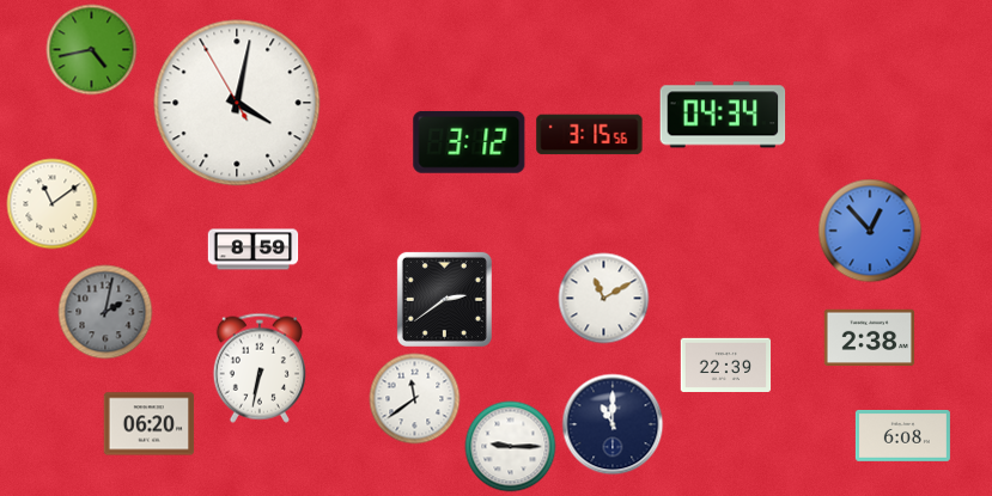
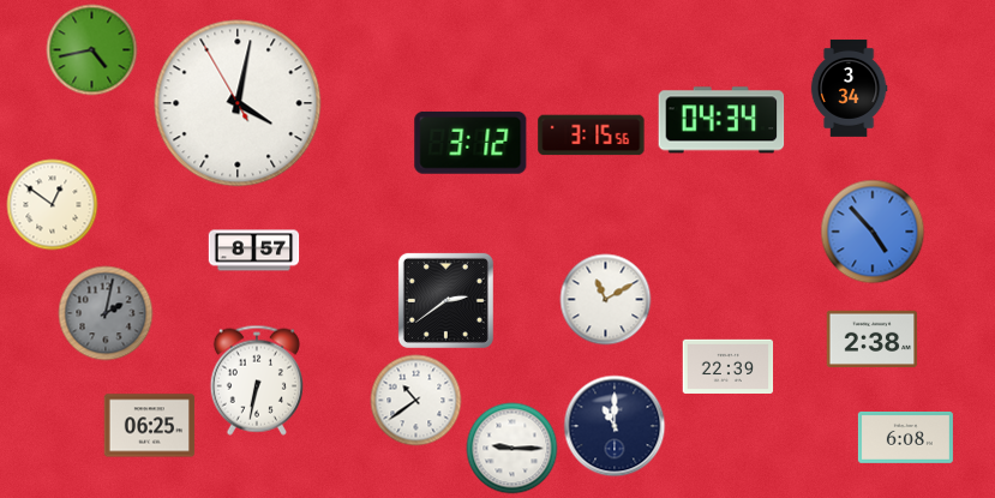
clock at (849, 88): none -> 3:34
clock at (723, 115) position: (723, 115) -> (721, 120)
clock at (53, 204): 11:09 -> 12:51
clock at (870, 231): 12:53 -> 4:53
clock at (254, 250): 8:59 -> 8:57
clock at (260, 368) position: (260, 368) -> (257, 380)
clock at (415, 399): 11:39 -> 10:39
clock at (150, 424): 06:20 -> 06:25
